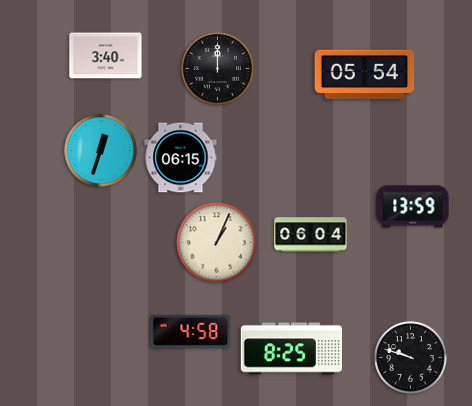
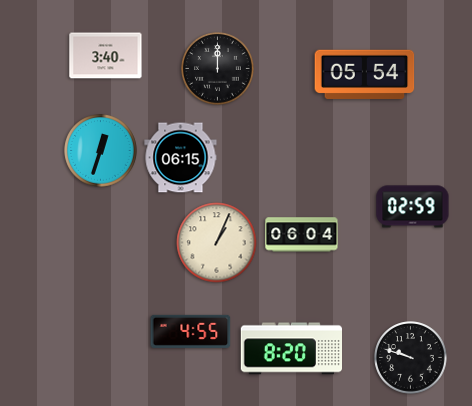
clock at (413, 207): 13:59 -> 02:59
clock at (311, 235) position: (311, 235) -> (302, 235)
clock at (191, 331): 4:58 -> 4:55
clock at (291, 349): 8:25 -> 8:20
